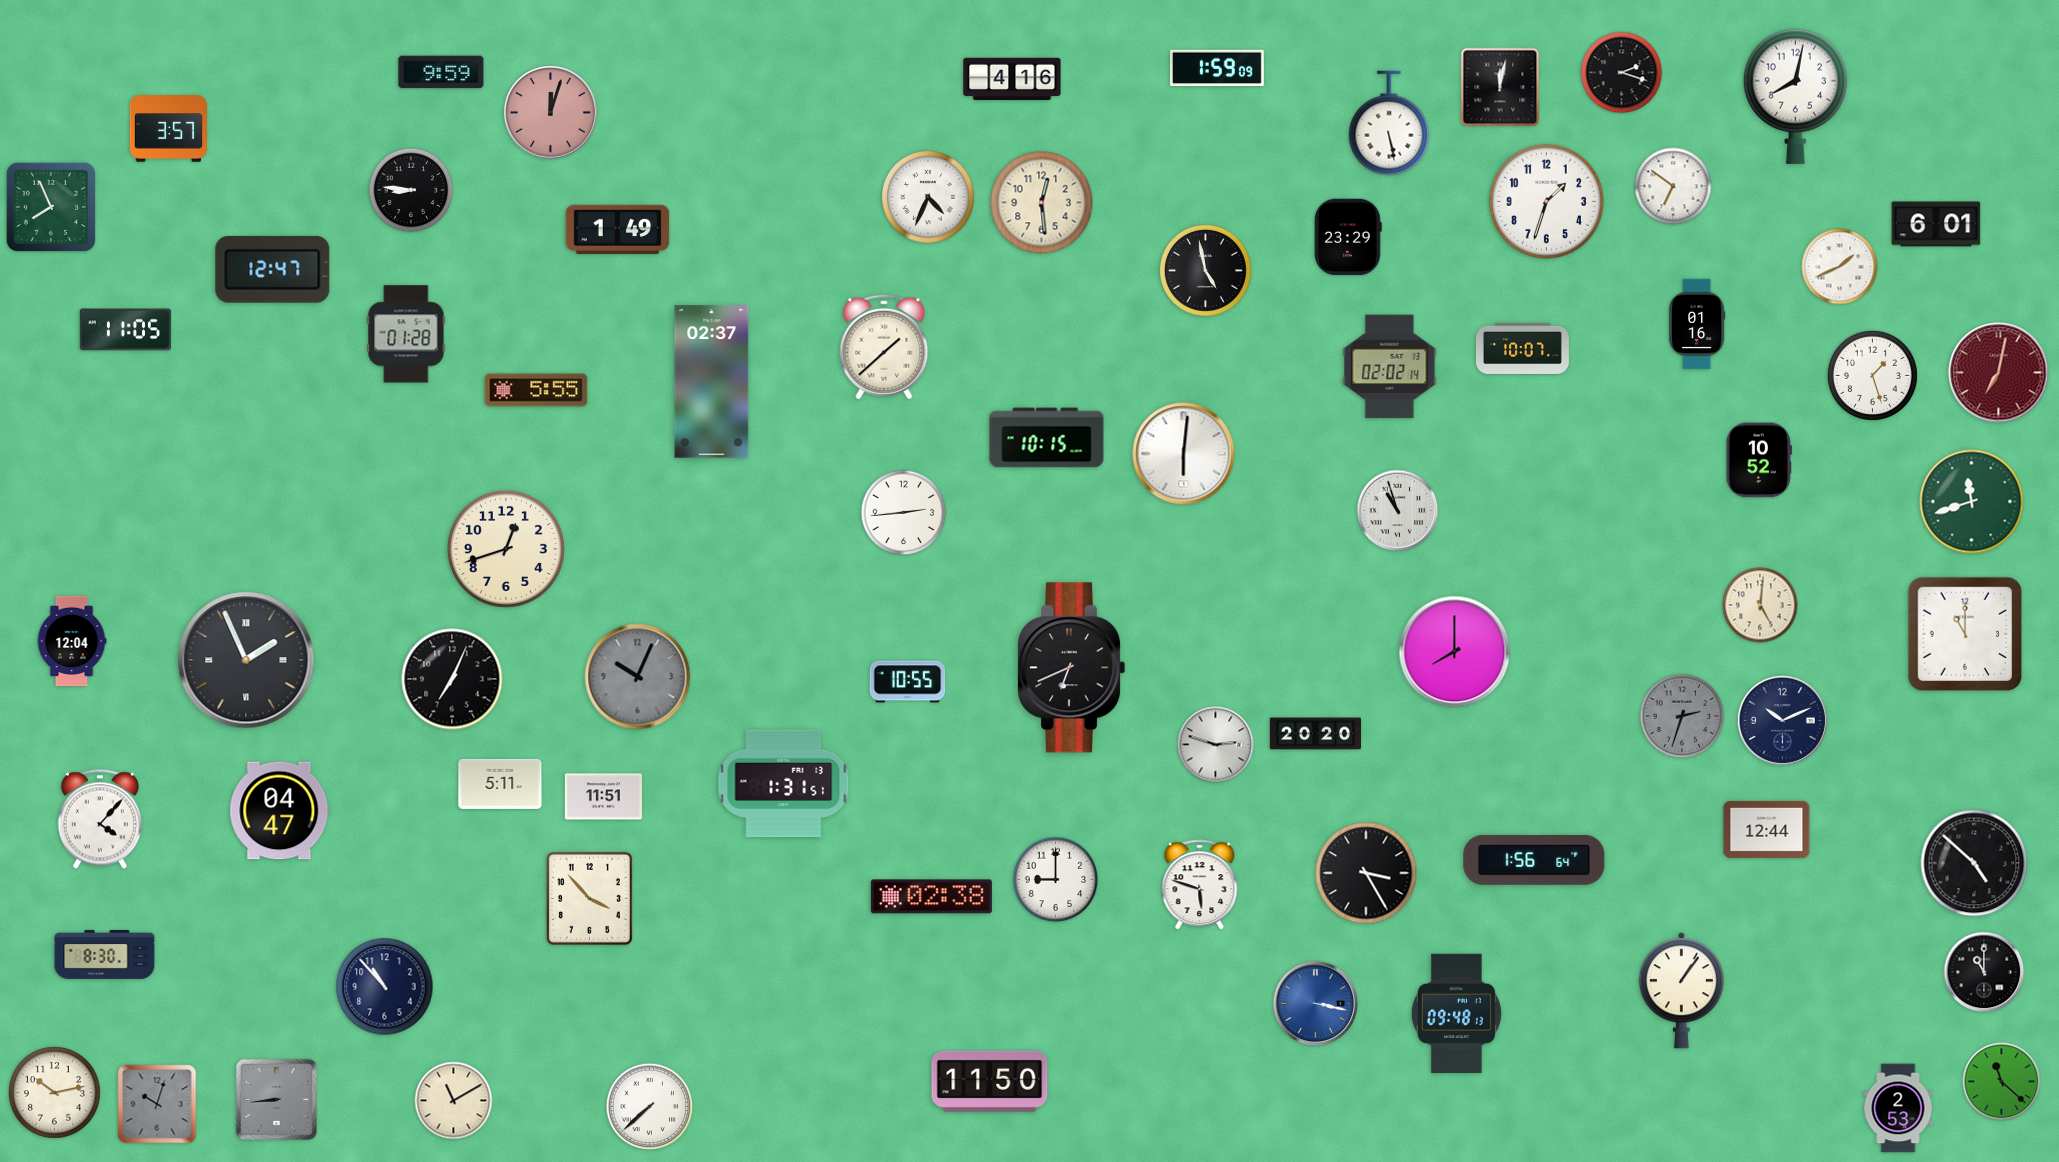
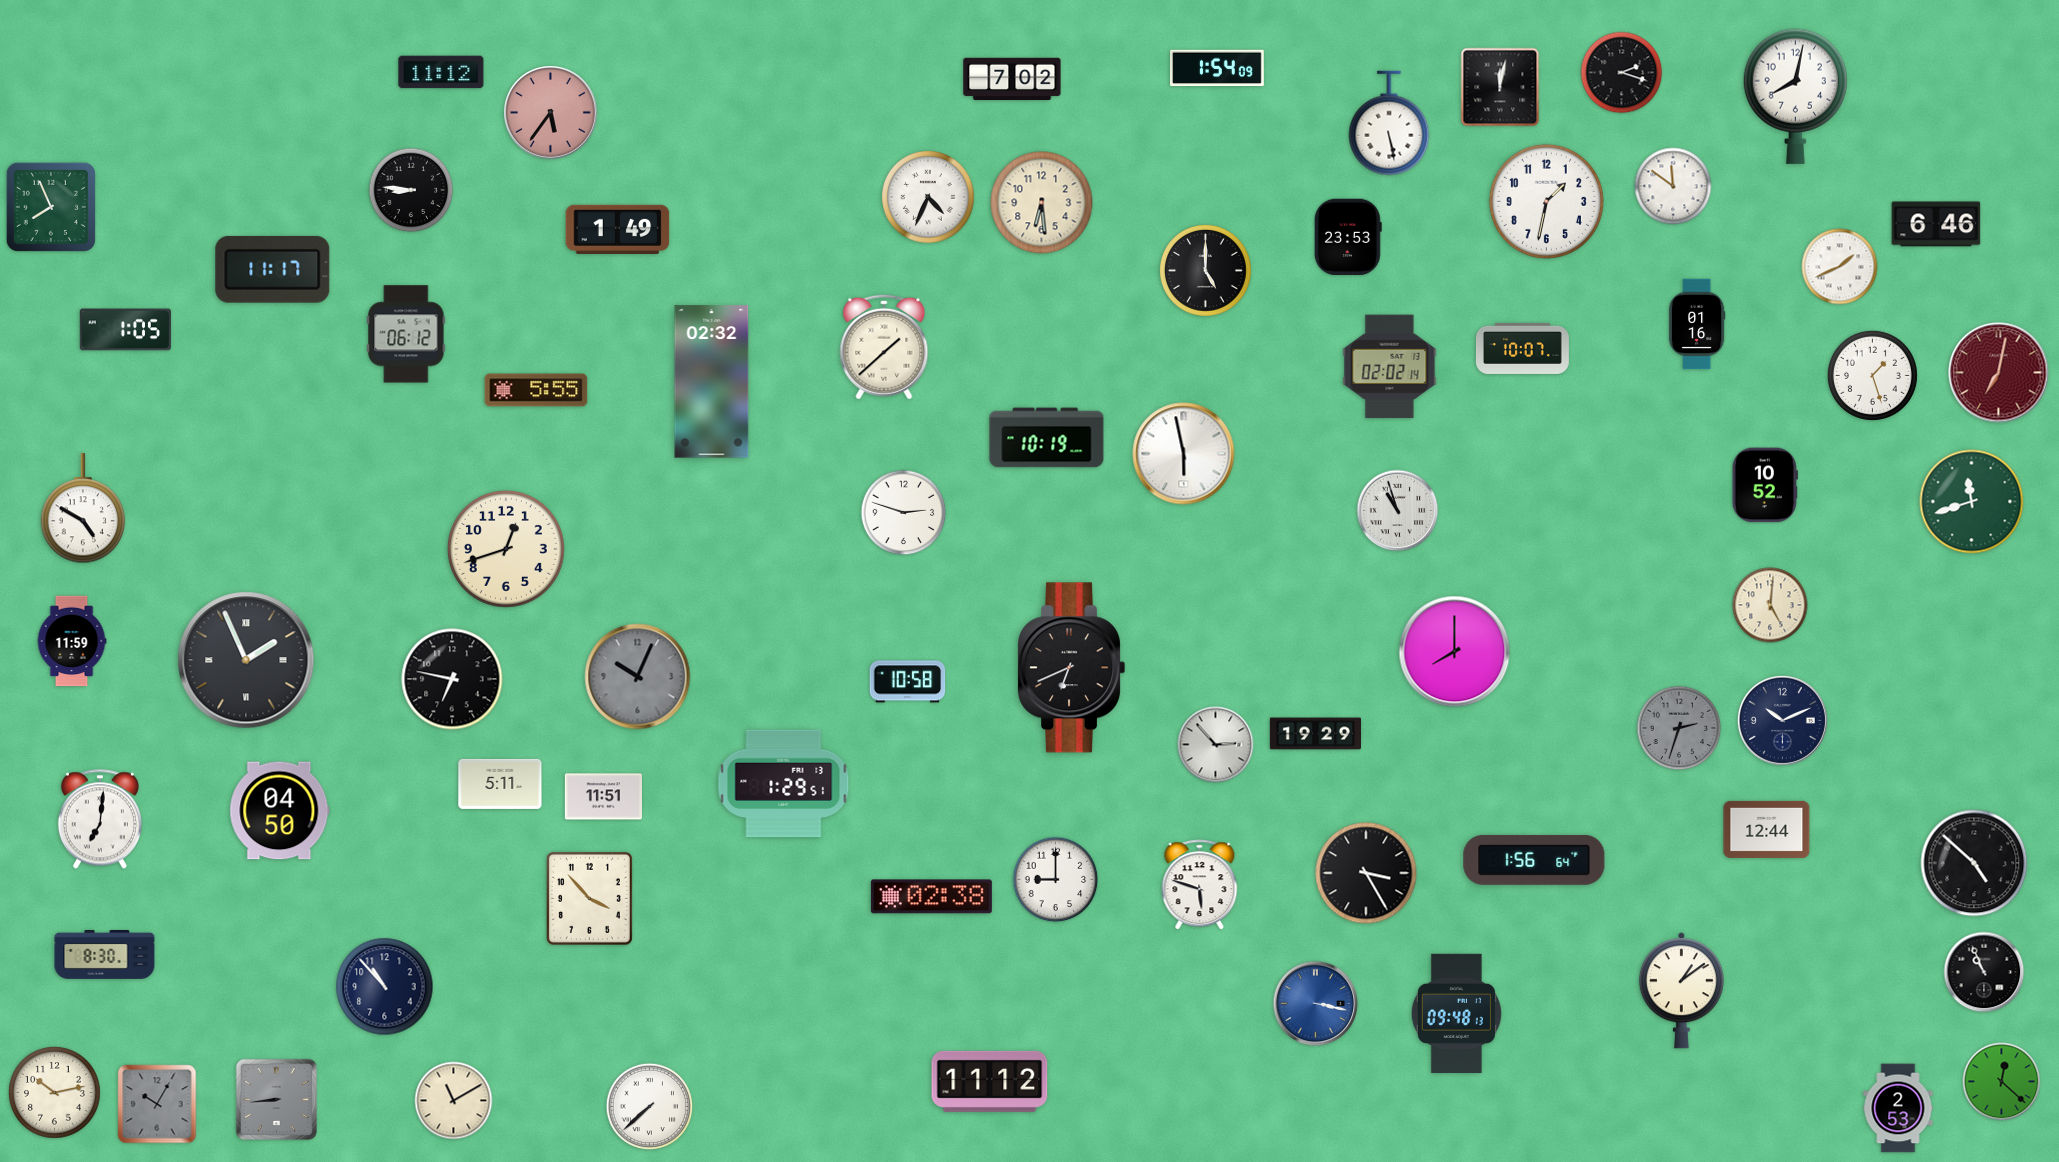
clock at (1218, 68): 1:59 -> 1:54
clock at (441, 72): 9:59 -> 11:12
clock at (1012, 79): 4:16 -> 7:02
clock at (551, 113): 12:03 -> 5:36
clock at (168, 129): 3:57 -> none
clock at (1673, 186): 6:51 -> 11:51
clock at (1546, 201): 1:33 -> 1:32
clock at (1042, 203): 12:29 -> 6:29
clock at (1936, 224): 6:01 -> 6:46
clock at (1348, 237): 23:29 -> 23:53
clock at (273, 269): 12:47 -> 11:17
clock at (1206, 271): 4:58 -> 5:00
clock at (125, 330): 11:05 -> 1:05
clock at (406, 334): 01:28 -> 06:12
clock at (712, 382): 02:37 -> 02:32
clock at (1047, 438): 10:15 -> 10:19
clock at (1184, 454): 6:01 -> 5:58
clock at (1759, 460) position: (1759, 460) -> (1765, 485)
clock at (83, 509): none -> 4:50
clock at (904, 513): 2:44 -> 2:48
clock at (1760, 605) position: (1760, 605) -> (1770, 605)
clock at (1965, 634): 11:00 -> none
clock at (72, 641): 12:04 -> 11:59
clock at (452, 679): 7:04 -> 6:47
clock at (908, 682): 10:55 -> 10:58
clock at (1682, 716) position: (1682, 716) -> (1679, 728)
clock at (1315, 734): 20:20 -> 19:29
clock at (1216, 745): 2:48 -> 2:53
clock at (784, 784): 1:31 -> 1:29
clock at (280, 811): 04:47 -> 04:50
clock at (100, 819): 4:07 -> 7:01
clock at (1984, 972): 11:00 -> 10:56
clock at (1681, 991): 1:06 -> 1:09
clock at (990, 1081): 11:50 -> 11:12
clock at (2002, 1082): 11:22 -> 12:22
clock at (157, 1104): 10:03 -> 10:05
